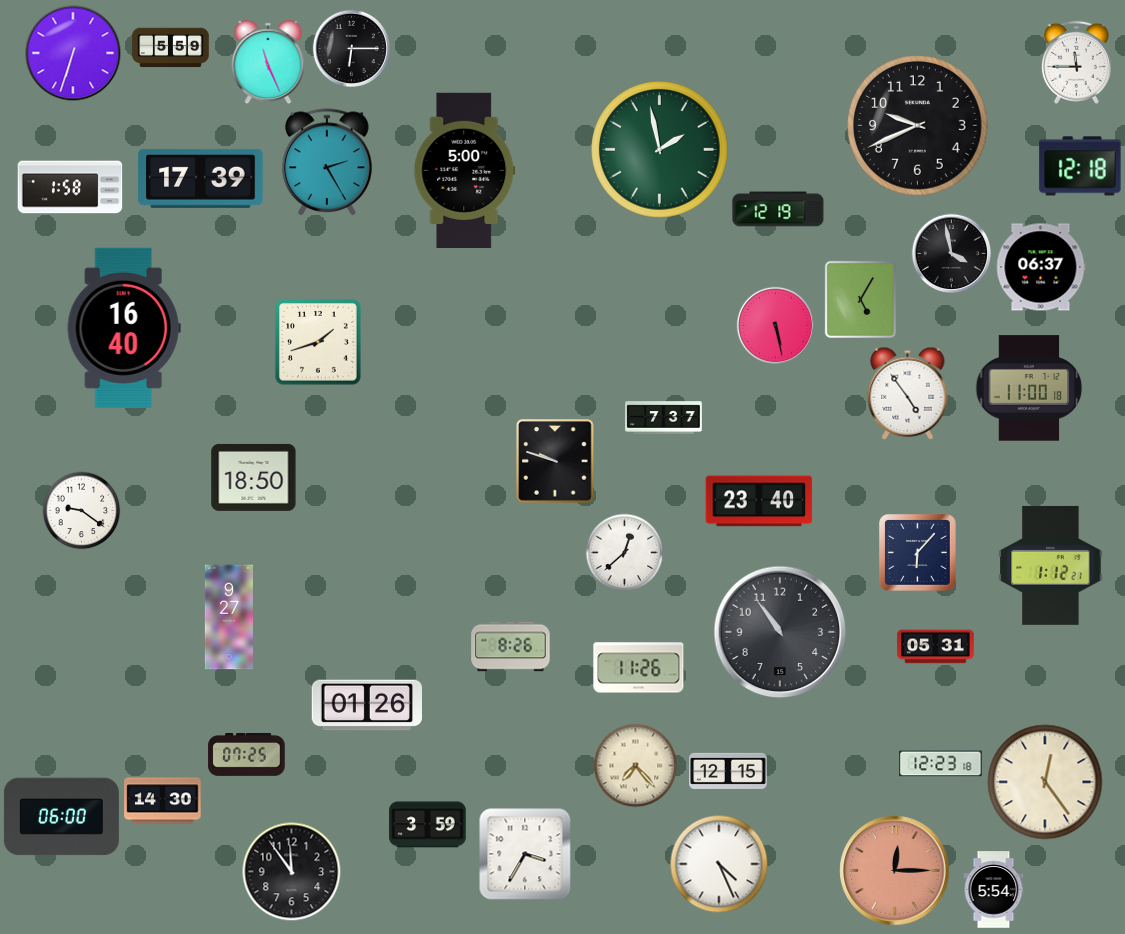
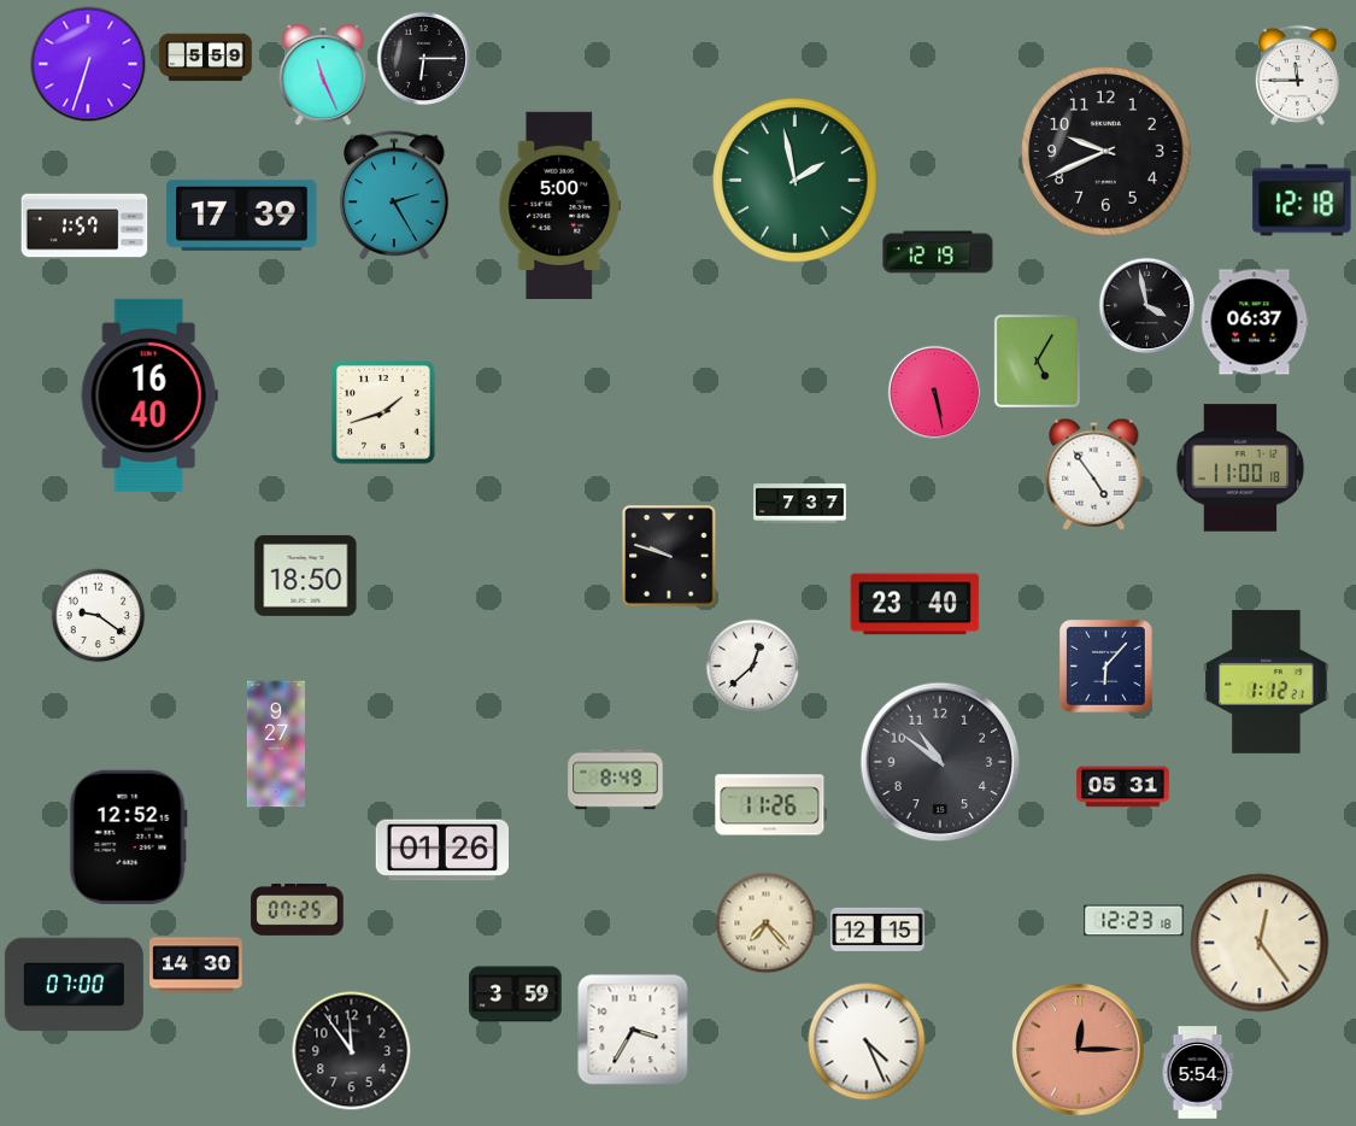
clock at (70, 187): 1:58 -> 1:57
clock at (780, 632): 10:54 -> 10:51
clock at (511, 647): 8:26 -> 8:49
clock at (936, 647) position: (936, 647) -> (1123, 787)
clock at (128, 837): none -> 12:52
clock at (61, 817): 06:00 -> 07:00
